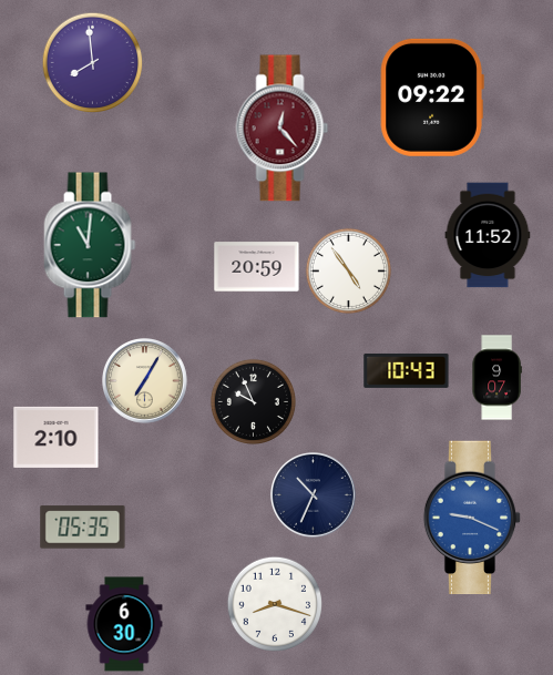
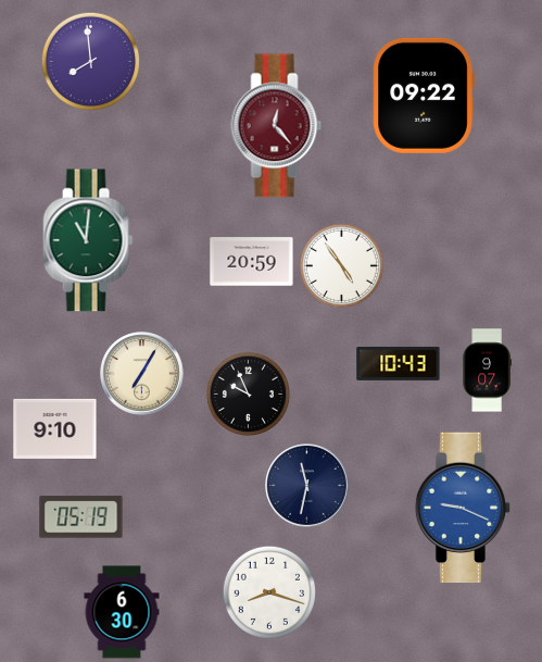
clock at (488, 235): 11:52 -> none
clock at (57, 437): 2:10 -> 9:10
clock at (314, 495): 10:34 -> 11:32
clock at (83, 528): 05:35 -> 05:19
